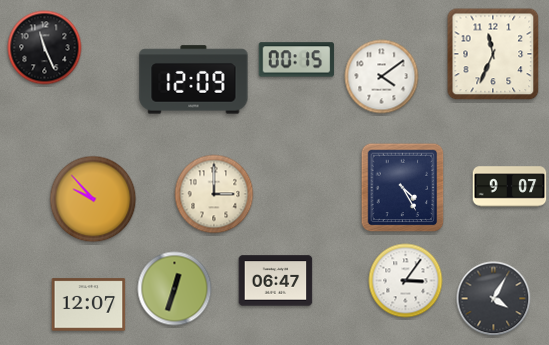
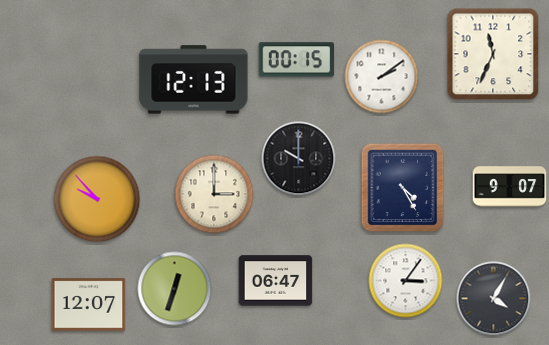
clock at (45, 48): 11:26 -> none
clock at (382, 77): 4:09 -> 2:09
clock at (194, 80): 12:09 -> 12:13
clock at (299, 159): none -> 10:00
clock at (93, 199) position: (93, 199) -> (97, 199)
